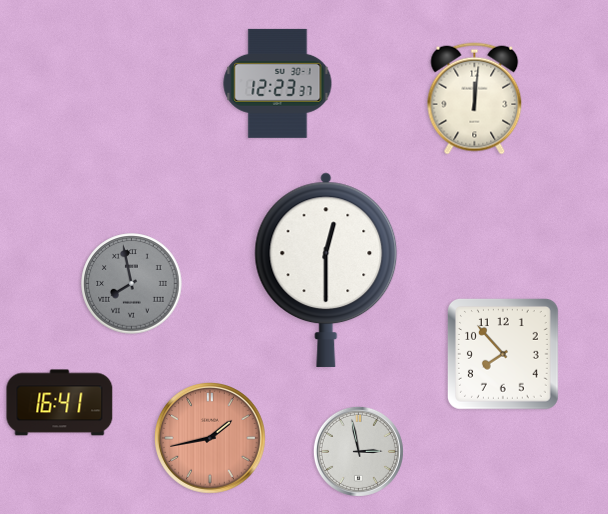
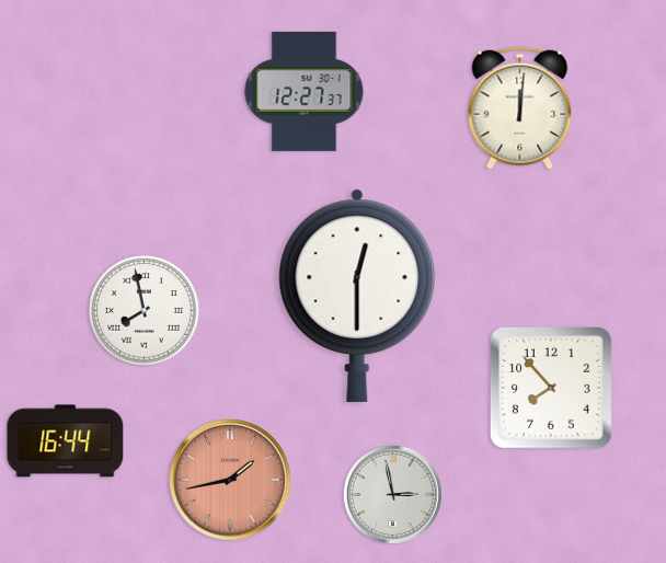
clock at (278, 83): 12:23 -> 12:27
clock at (132, 284) dial: grey -> white
clock at (60, 403): 16:41 -> 16:44
